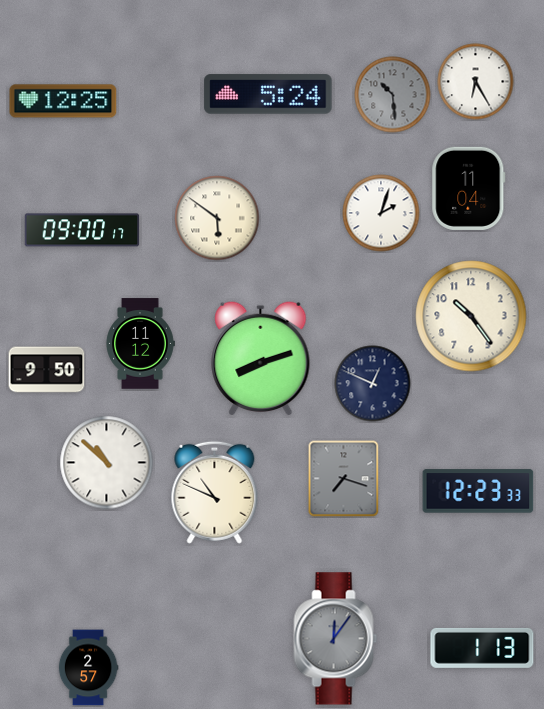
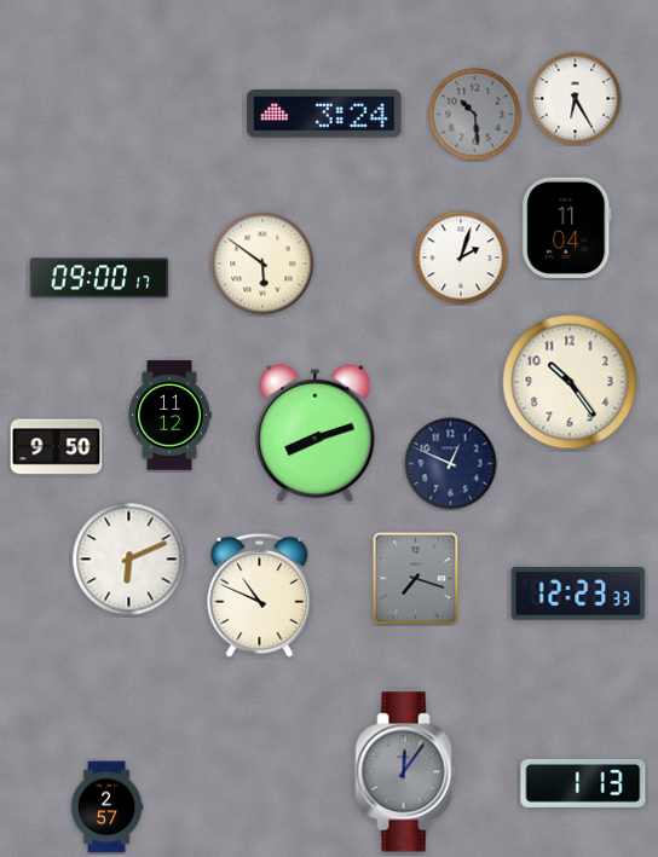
clock at (268, 94): 5:24 -> 3:24
clock at (63, 101): 12:25 -> none
clock at (107, 463): 10:52 -> 6:11
